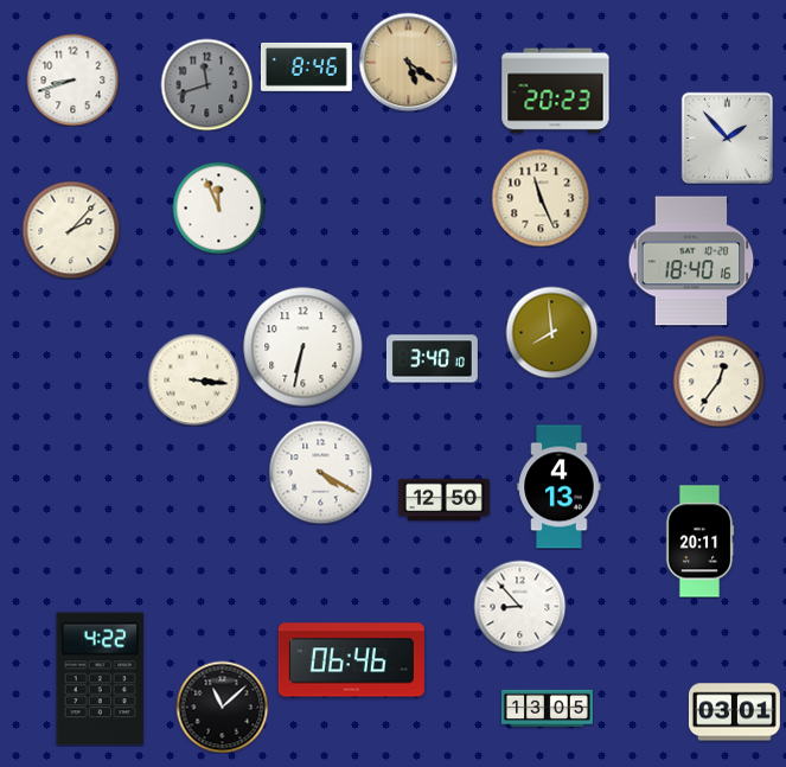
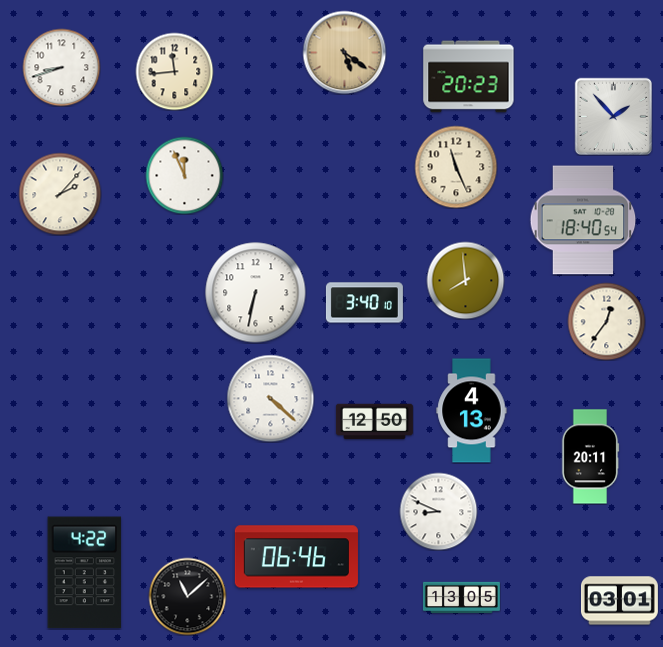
clock at (306, 66): 8:46 -> none
clock at (206, 84): 11:42 -> 11:44
clock at (206, 84) dial: grey -> cream
clock at (691, 261): 18:40:16 -> 18:40:54
clock at (193, 379): 3:16 -> none
clock at (320, 472): 4:20 -> 4:22
clock at (519, 606): 8:53 -> 8:49
